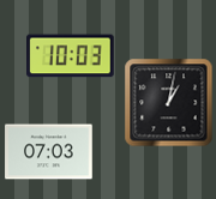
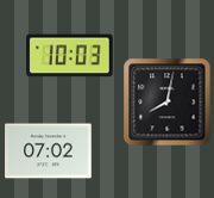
clock at (169, 103): 1:02 -> 8:02
clock at (49, 152): 07:03 -> 07:02
